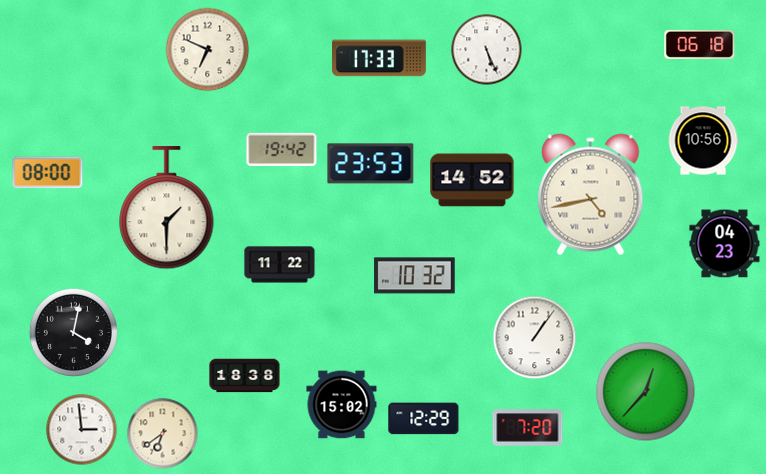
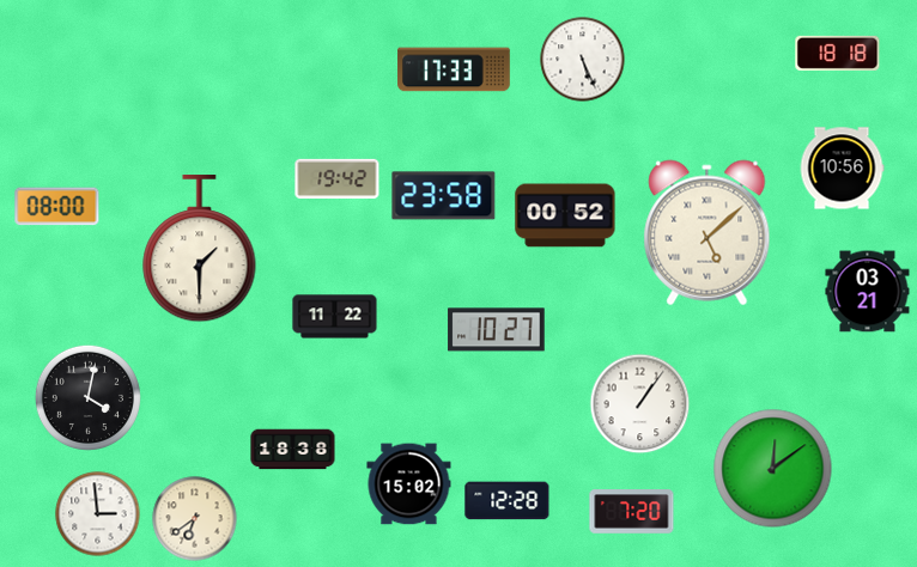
clock at (700, 44): 06:18 -> 18:18
clock at (208, 50): 6:49 -> none
clock at (371, 164): 23:53 -> 23:58
clock at (472, 180): 14:52 -> 00:52
clock at (591, 195): 4:43 -> 5:08
clock at (725, 244): 04:23 -> 03:21
clock at (415, 276): 10:32 -> 10:27
clock at (646, 392): 12:37 -> 12:09
clock at (424, 419): 12:29 -> 12:28
